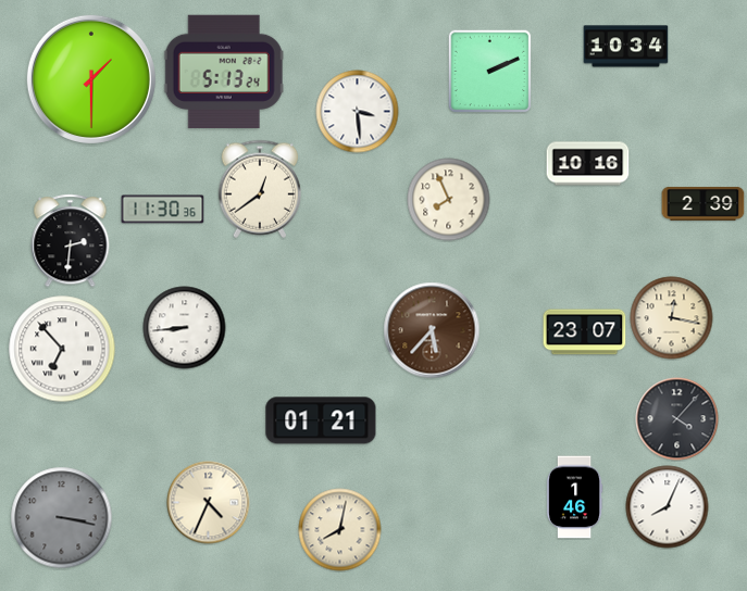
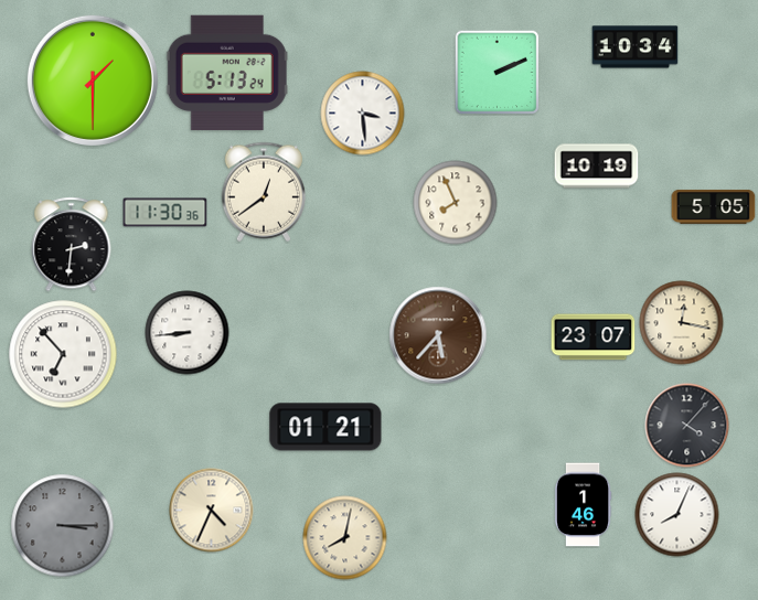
clock at (588, 164): 10:16 -> 10:19
clock at (704, 203): 2:39 -> 5:05
clock at (62, 518): 3:17 -> 3:15
